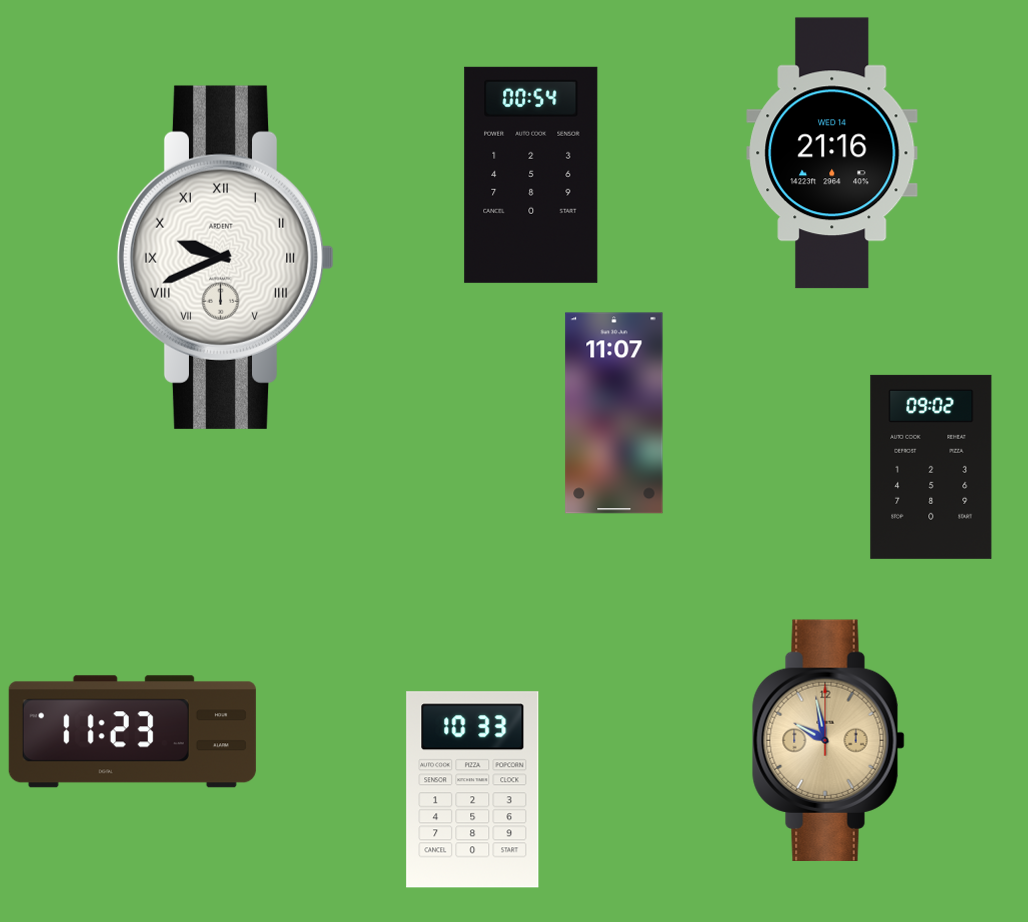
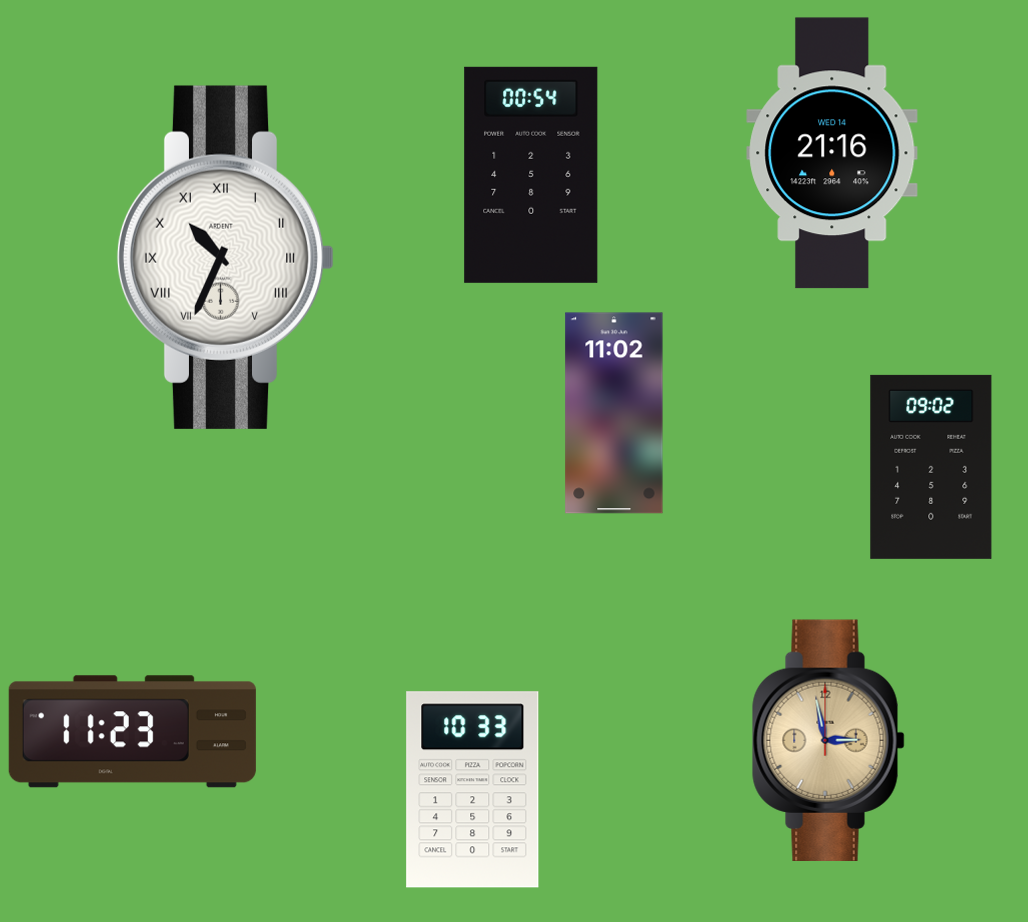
clock at (226, 257): 9:41 -> 10:34
clock at (614, 413): 11:07 -> 11:02
clock at (829, 740): 9:58 -> 2:58
